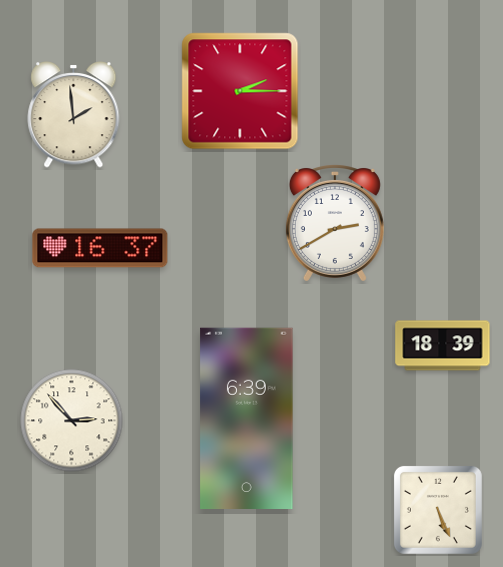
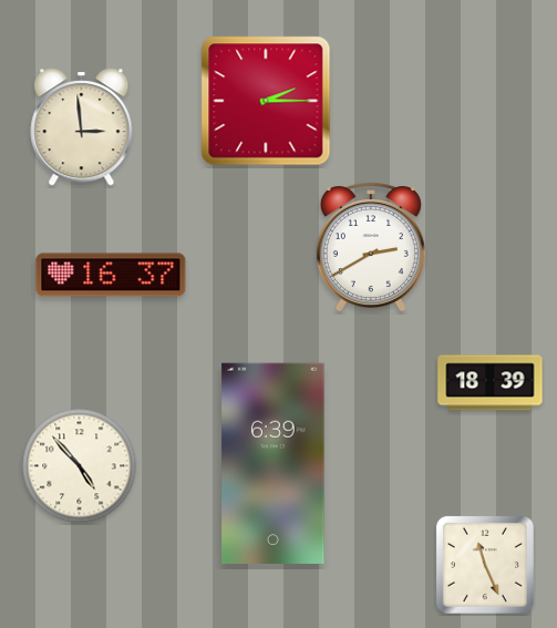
clock at (74, 115): 1:59 -> 2:59
clock at (72, 421): 2:53 -> 4:53
clock at (438, 510): 5:26 -> 11:26
